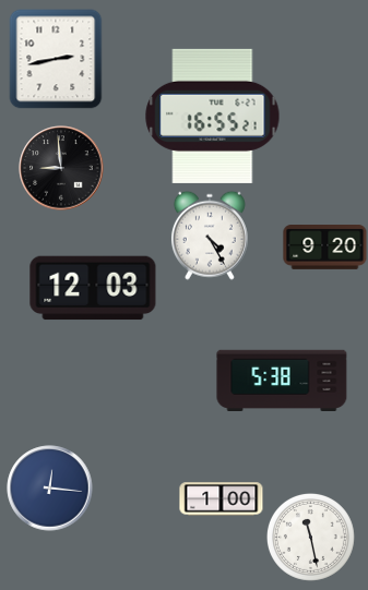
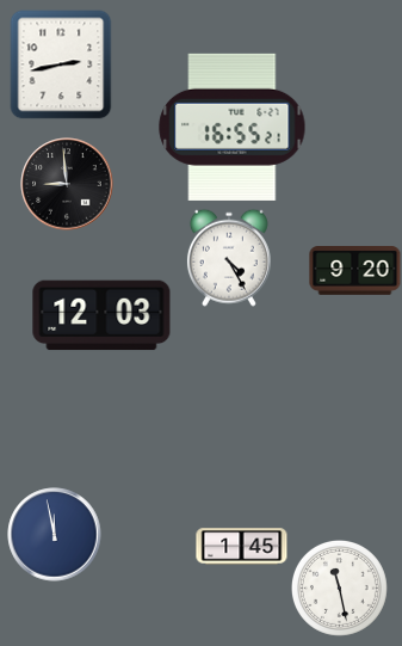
clock at (282, 380): 5:38 -> none
clock at (50, 489): 12:16 -> 11:58
clock at (222, 499): 1:00 -> 1:45
